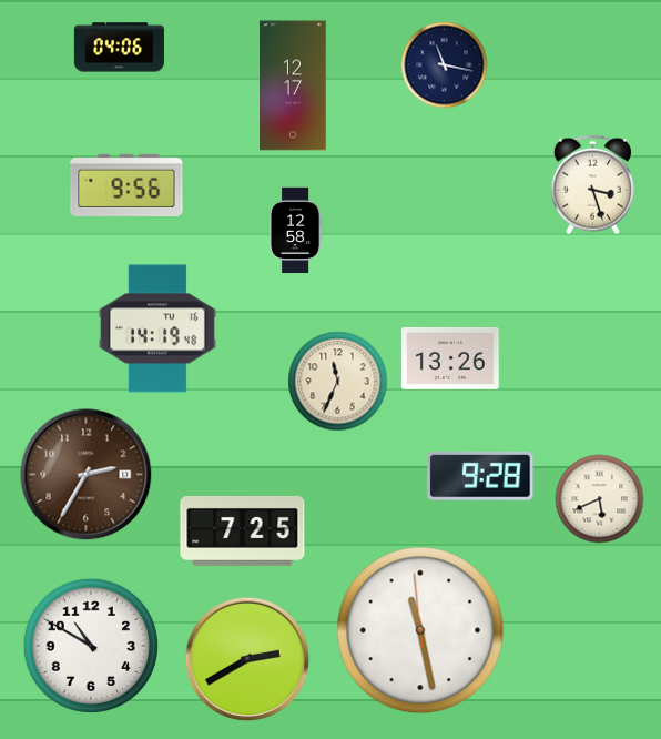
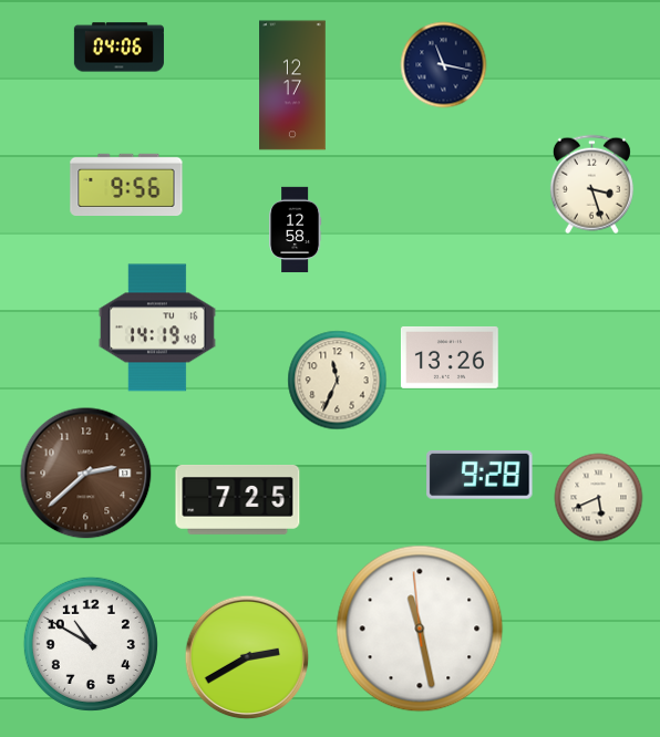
clock at (87, 475): 2:35 -> 2:38
clock at (243, 532) position: (243, 532) -> (238, 500)
